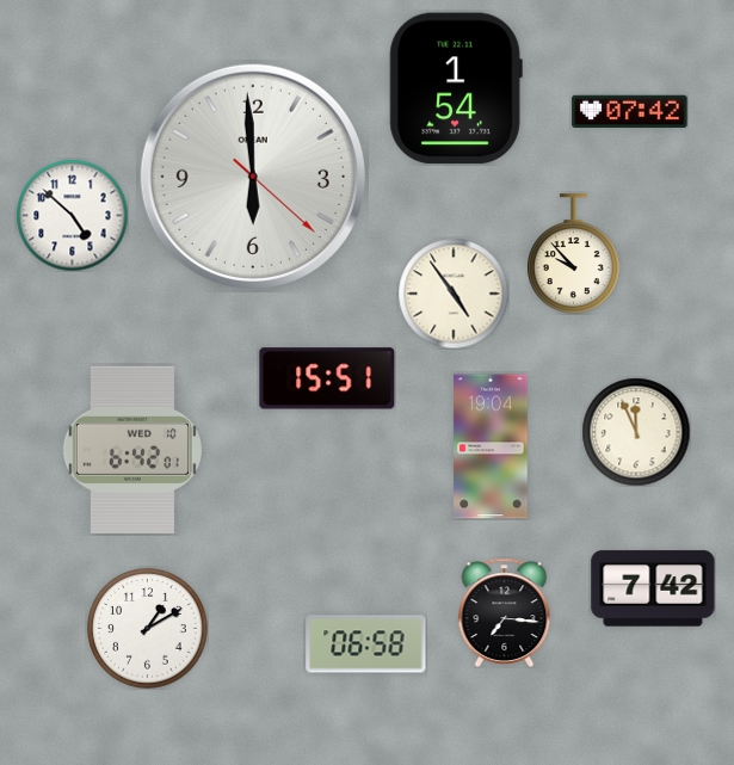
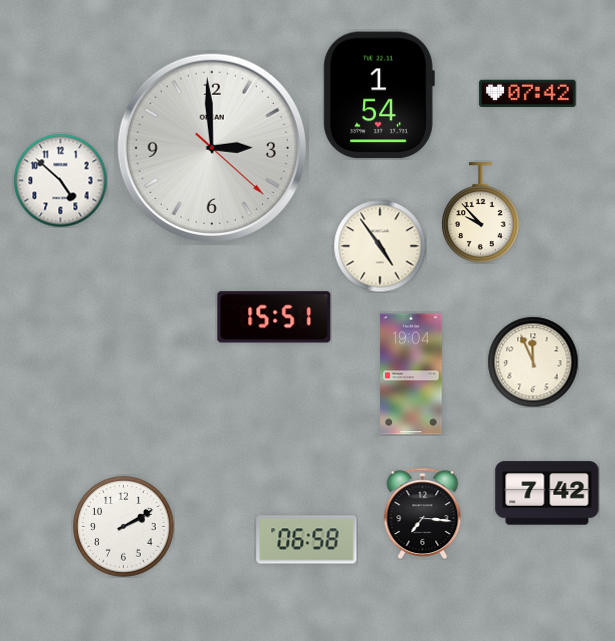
clock at (456, 88) position: (456, 88) -> (379, 95)
clock at (253, 177): 5:59 -> 2:59
clock at (132, 450): 6:42 -> none
clock at (148, 629): 1:10 -> 2:10
